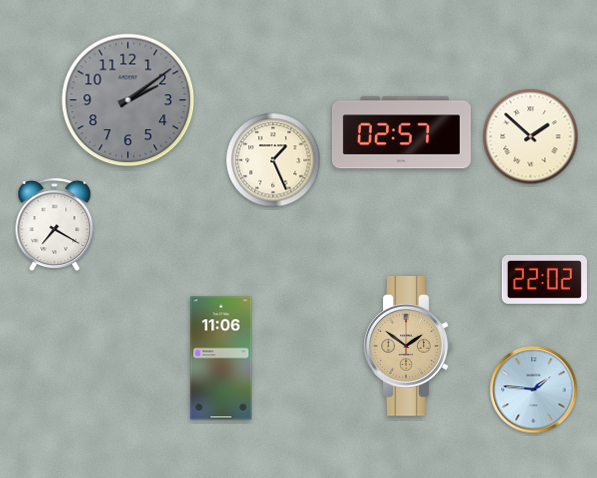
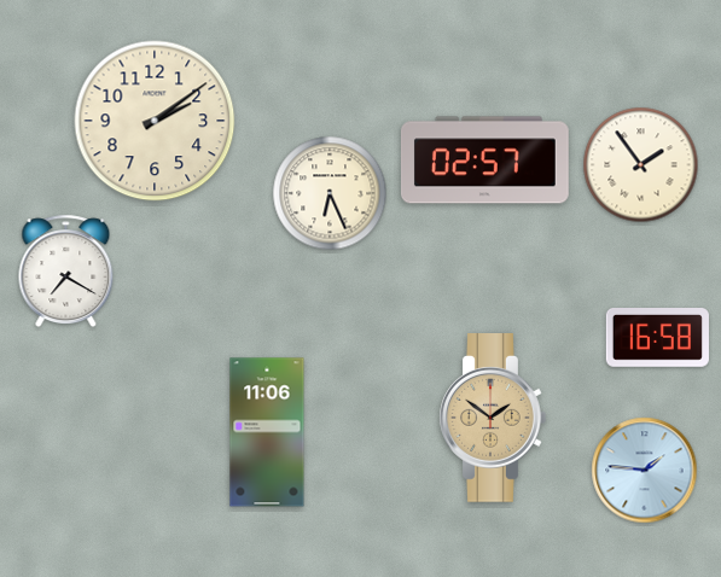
clock at (128, 100) dial: grey -> cream
clock at (531, 137): 1:52 -> 1:54
clock at (273, 160): 1:26 -> 6:26
clock at (544, 280): 22:02 -> 16:58
